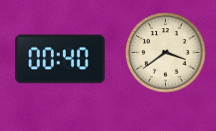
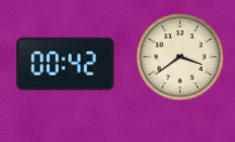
clock at (60, 59): 00:40 -> 00:42
